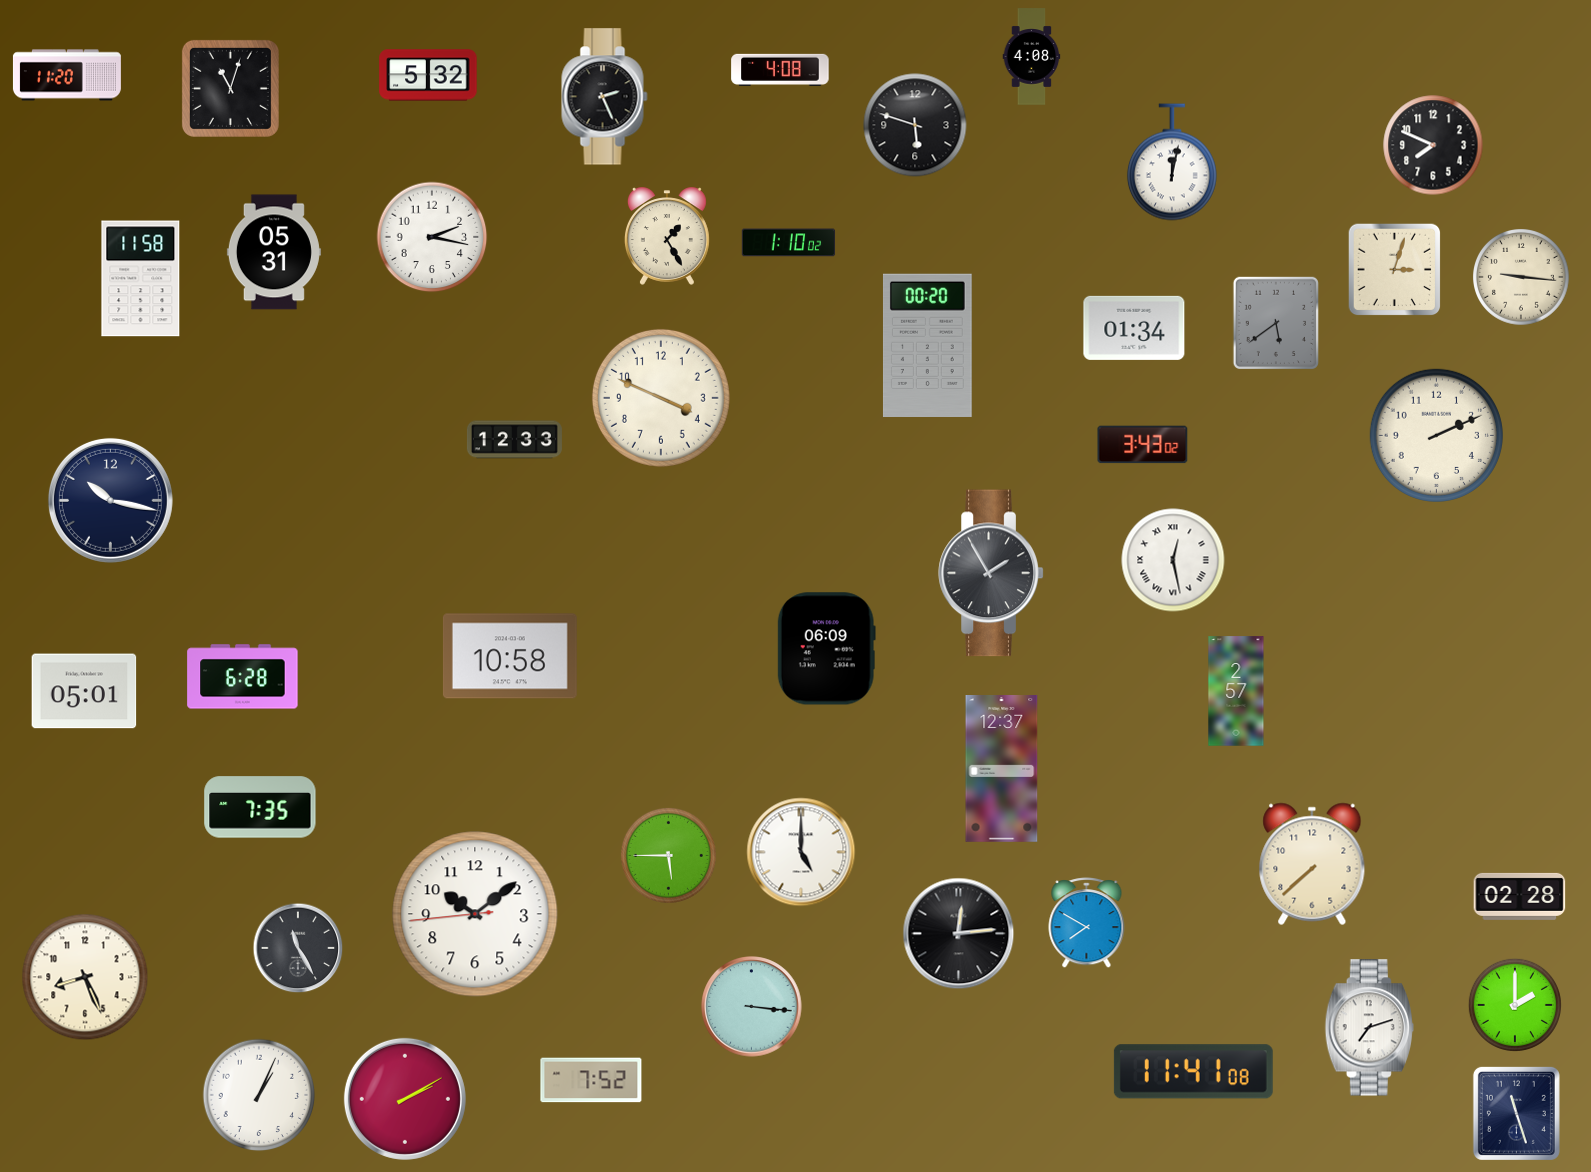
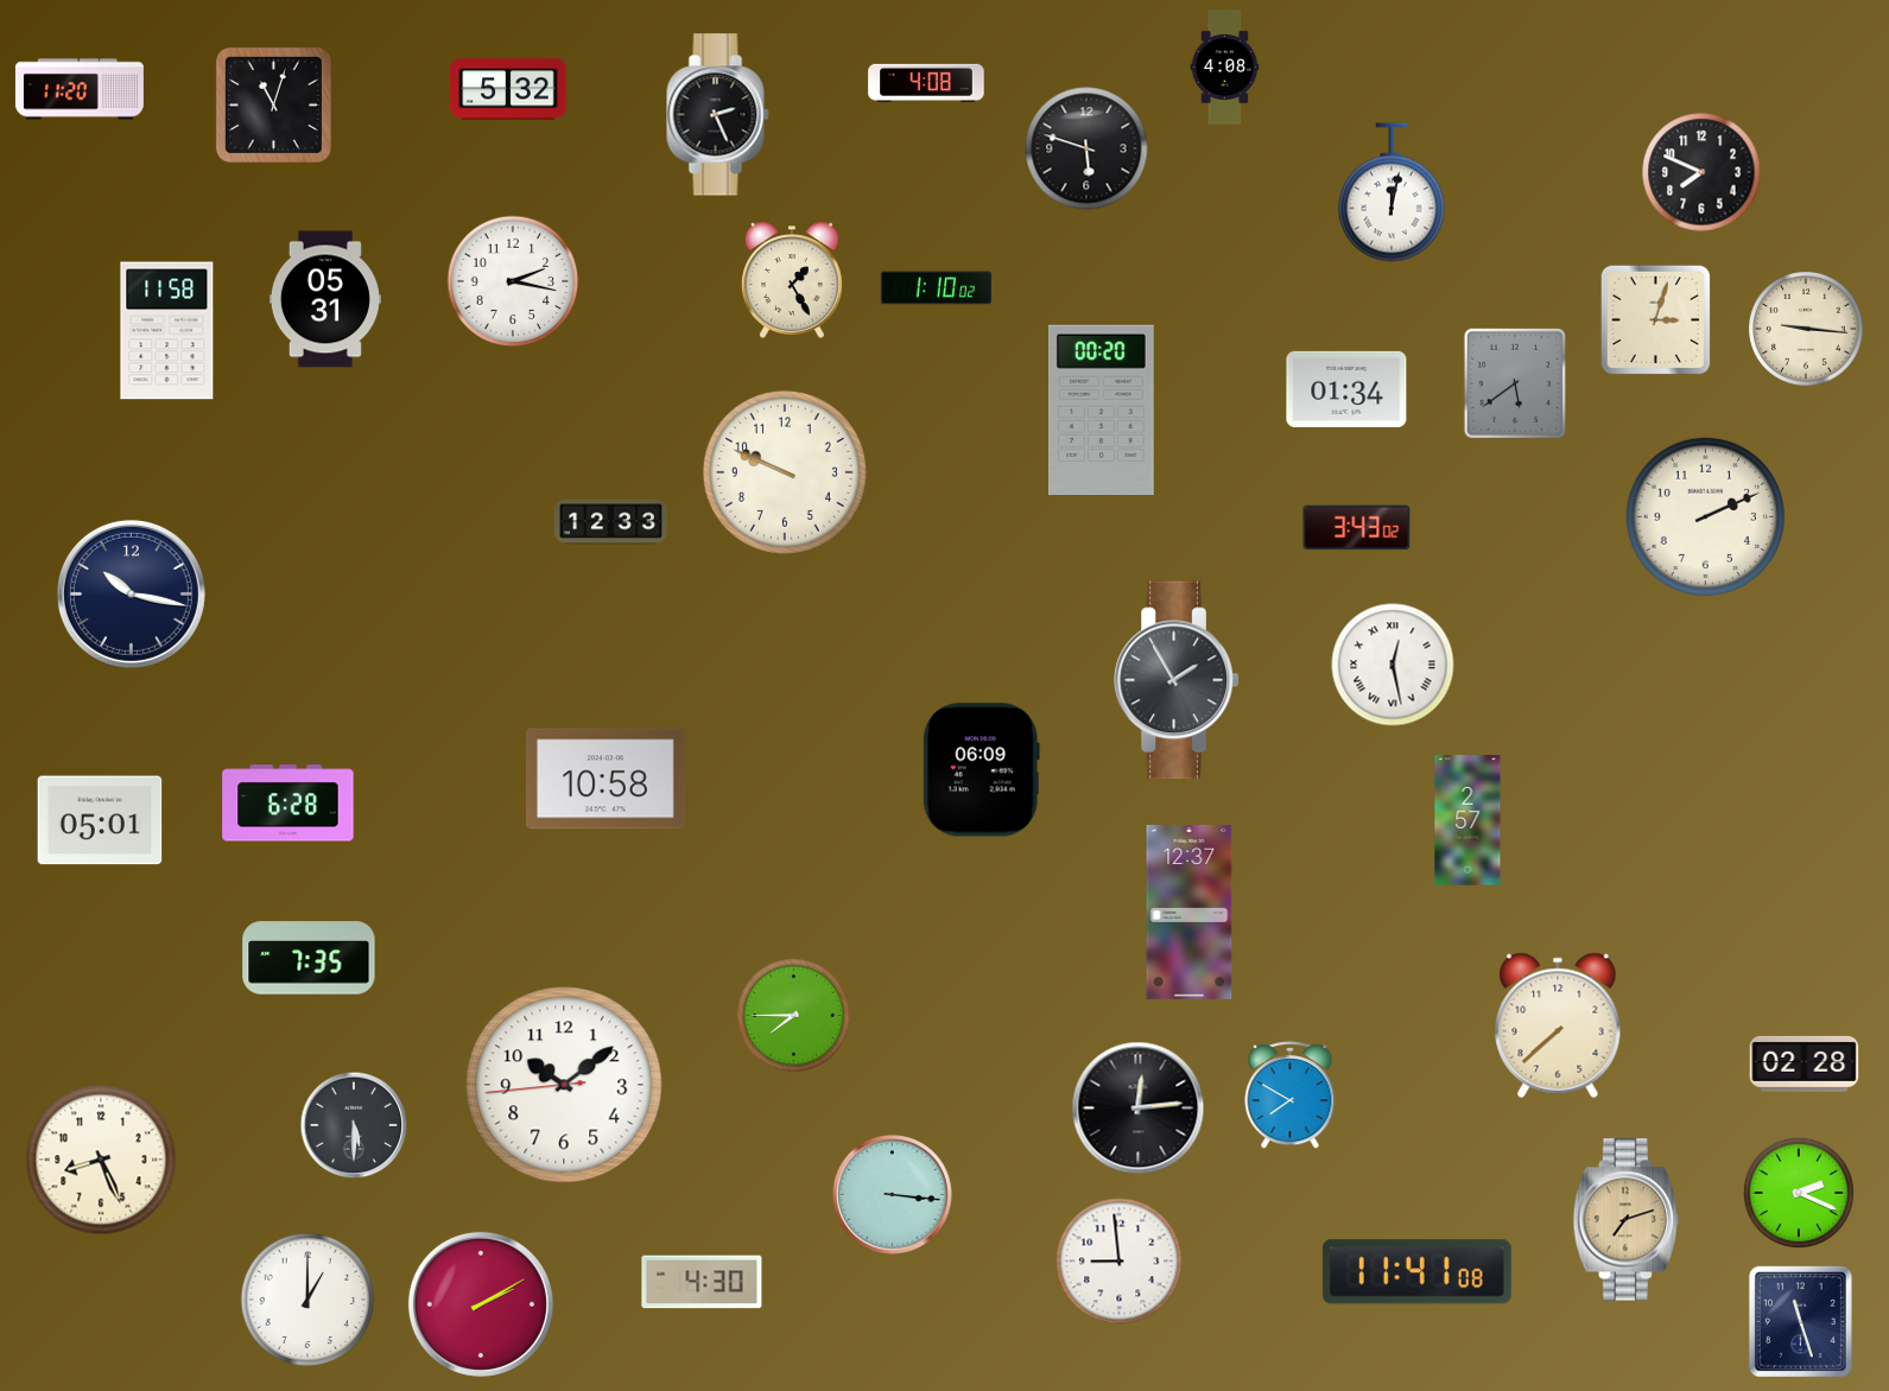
clock at (661, 398): 3:49 -> 9:49
clock at (801, 852): 5:00 -> none
clock at (668, 855): 5:45 -> 7:45
clock at (298, 948): 11:25 -> 5:30
clock at (1515, 1005): 2:00 -> 2:19
clock at (1369, 1028) dial: white -> champagne
clock at (1120, 1262): none -> 8:59
clock at (591, 1080): 7:52 -> 4:30
clock at (259, 1095): 1:04 -> 1:00
